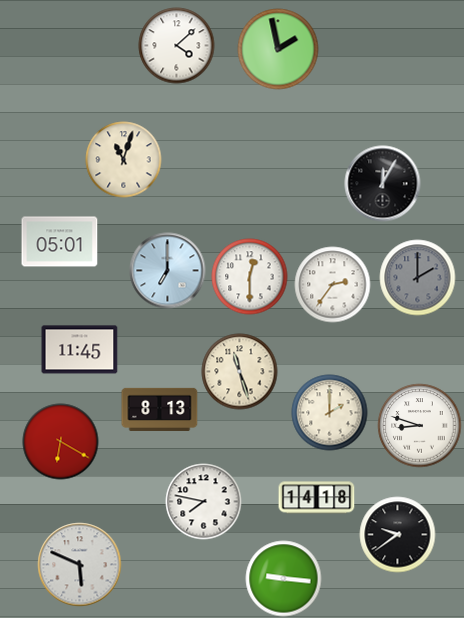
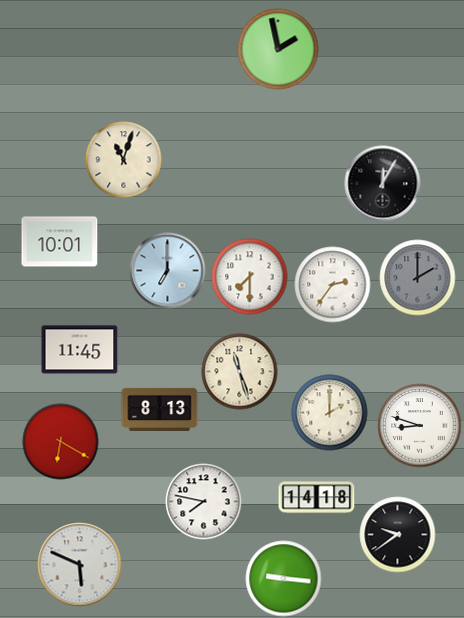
clock at (177, 46): 4:08 -> none
clock at (60, 242): 05:01 -> 10:01
clock at (250, 277): 12:30 -> 7:30
